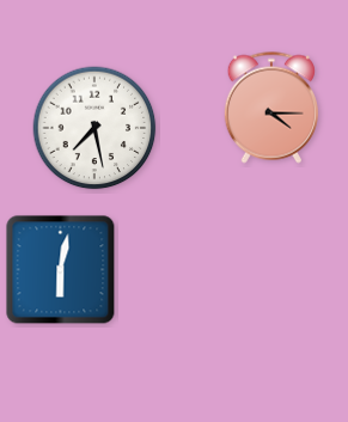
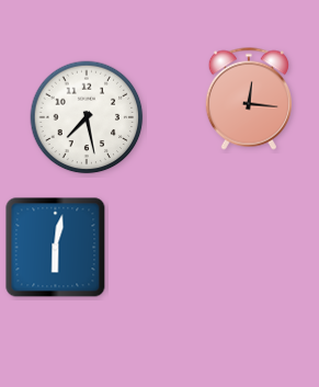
clock at (271, 108): 4:15 -> 12:16
